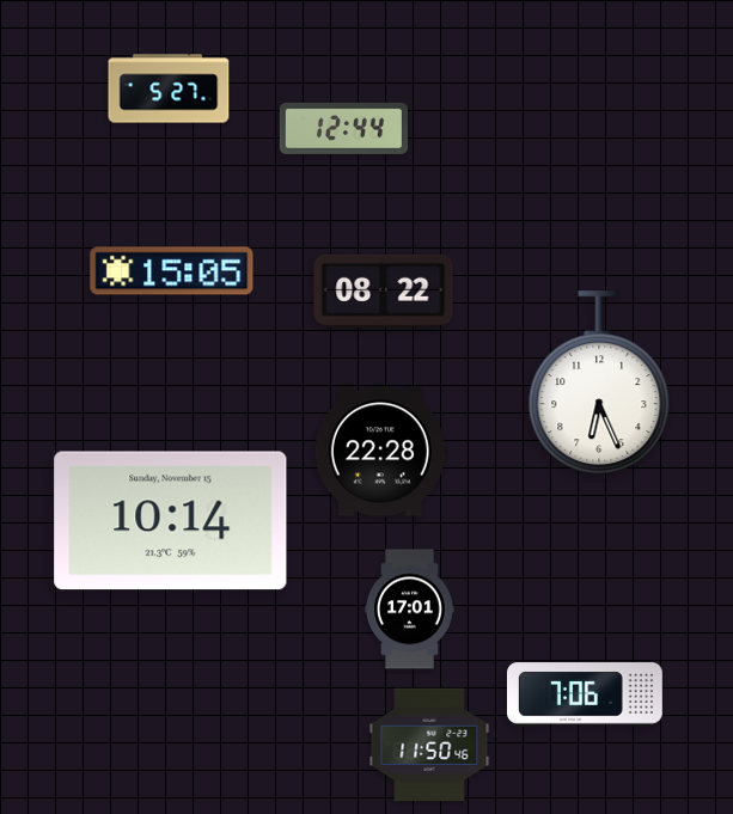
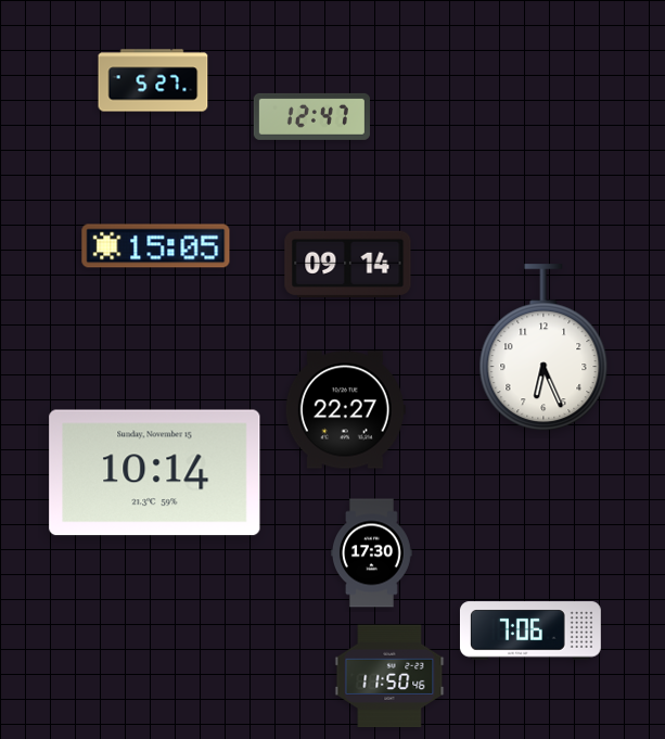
clock at (343, 128): 12:44 -> 12:47
clock at (384, 290): 08:22 -> 09:14
clock at (380, 452): 22:28 -> 22:27
clock at (410, 610): 17:01 -> 17:30
